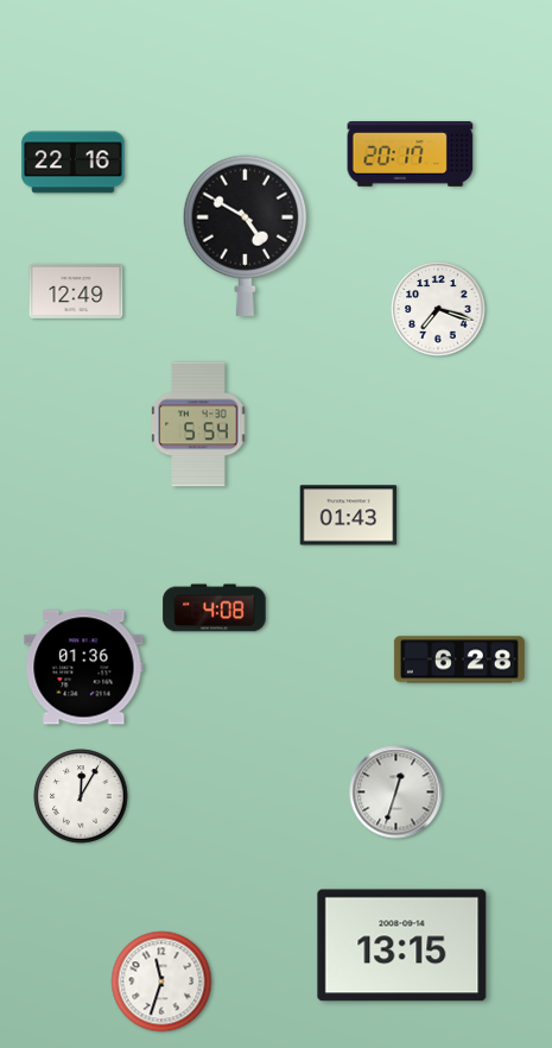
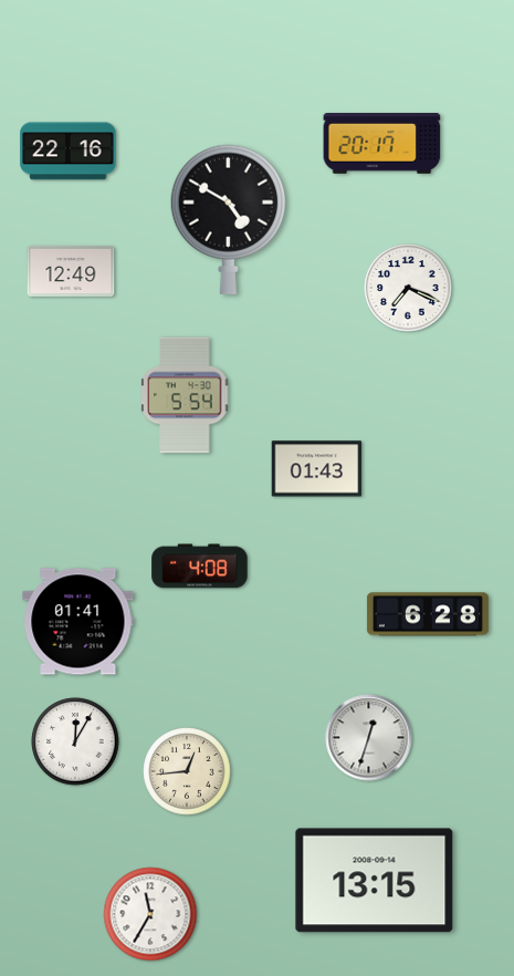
clock at (438, 309): 7:18 -> 7:19
clock at (349, 516) position: (349, 516) -> (317, 469)
clock at (84, 668): 01:36 -> 01:41
clock at (187, 771): none -> 12:44
clock at (161, 981): 11:33 -> 11:35
